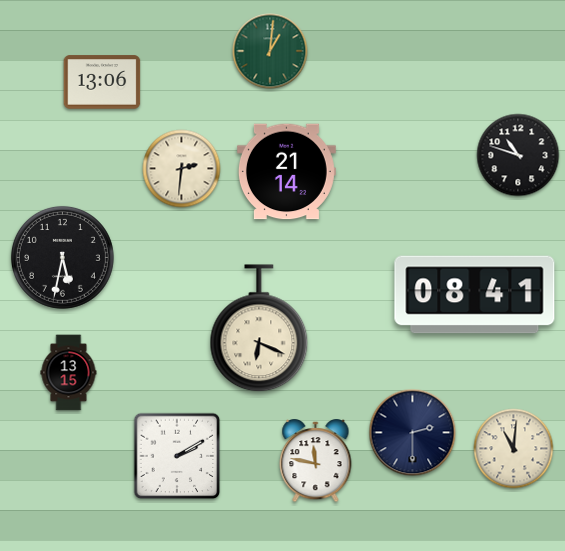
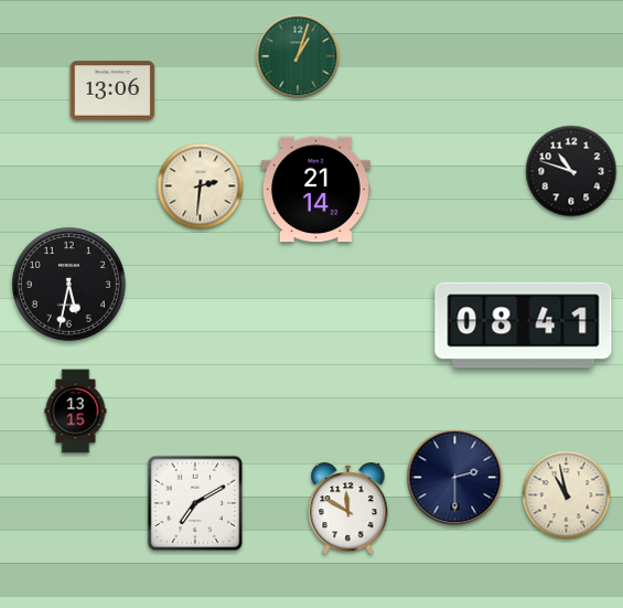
clock at (270, 51): 1:01 -> 1:03
clock at (259, 329): 6:19 -> none
clock at (514, 449): 11:01 -> 10:58
clock at (177, 456): 2:10 -> 7:10
clock at (316, 462): 11:47 -> 11:50
